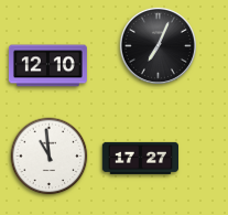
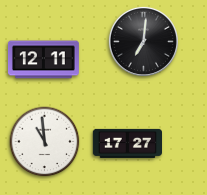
clock at (158, 45): 7:04 -> 7:01
clock at (47, 66): 12:10 -> 12:11
